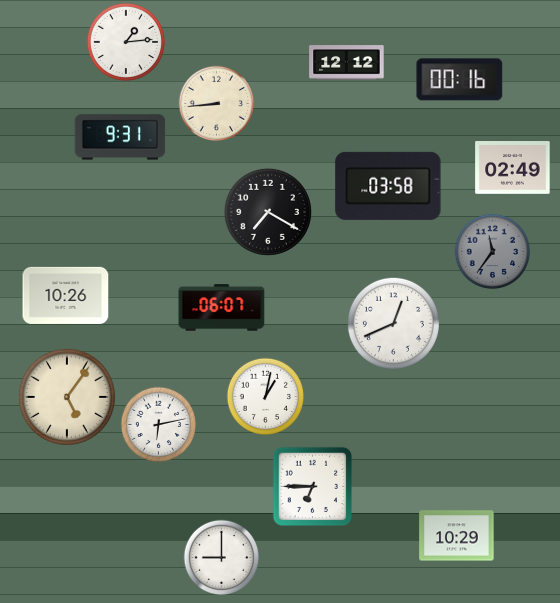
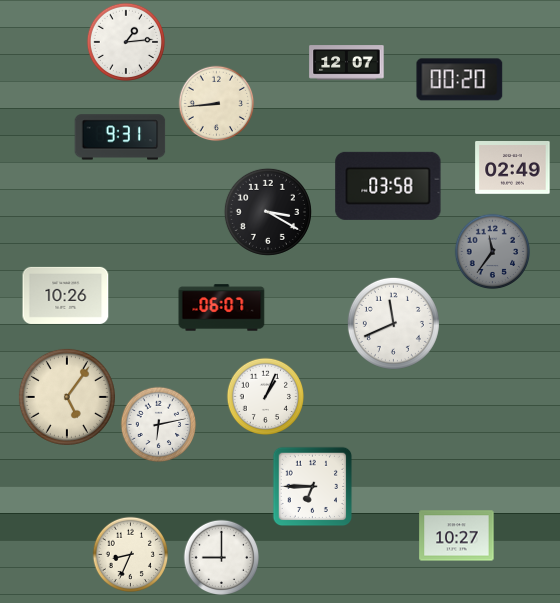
clock at (347, 63): 12:12 -> 12:07
clock at (460, 80): 00:16 -> 00:20
clock at (268, 212): 7:20 -> 3:20
clock at (393, 323): 12:41 -> 11:41
clock at (265, 396): 1:02 -> 1:04
clock at (457, 536): 10:29 -> 10:27
clock at (131, 555): none -> 8:34
